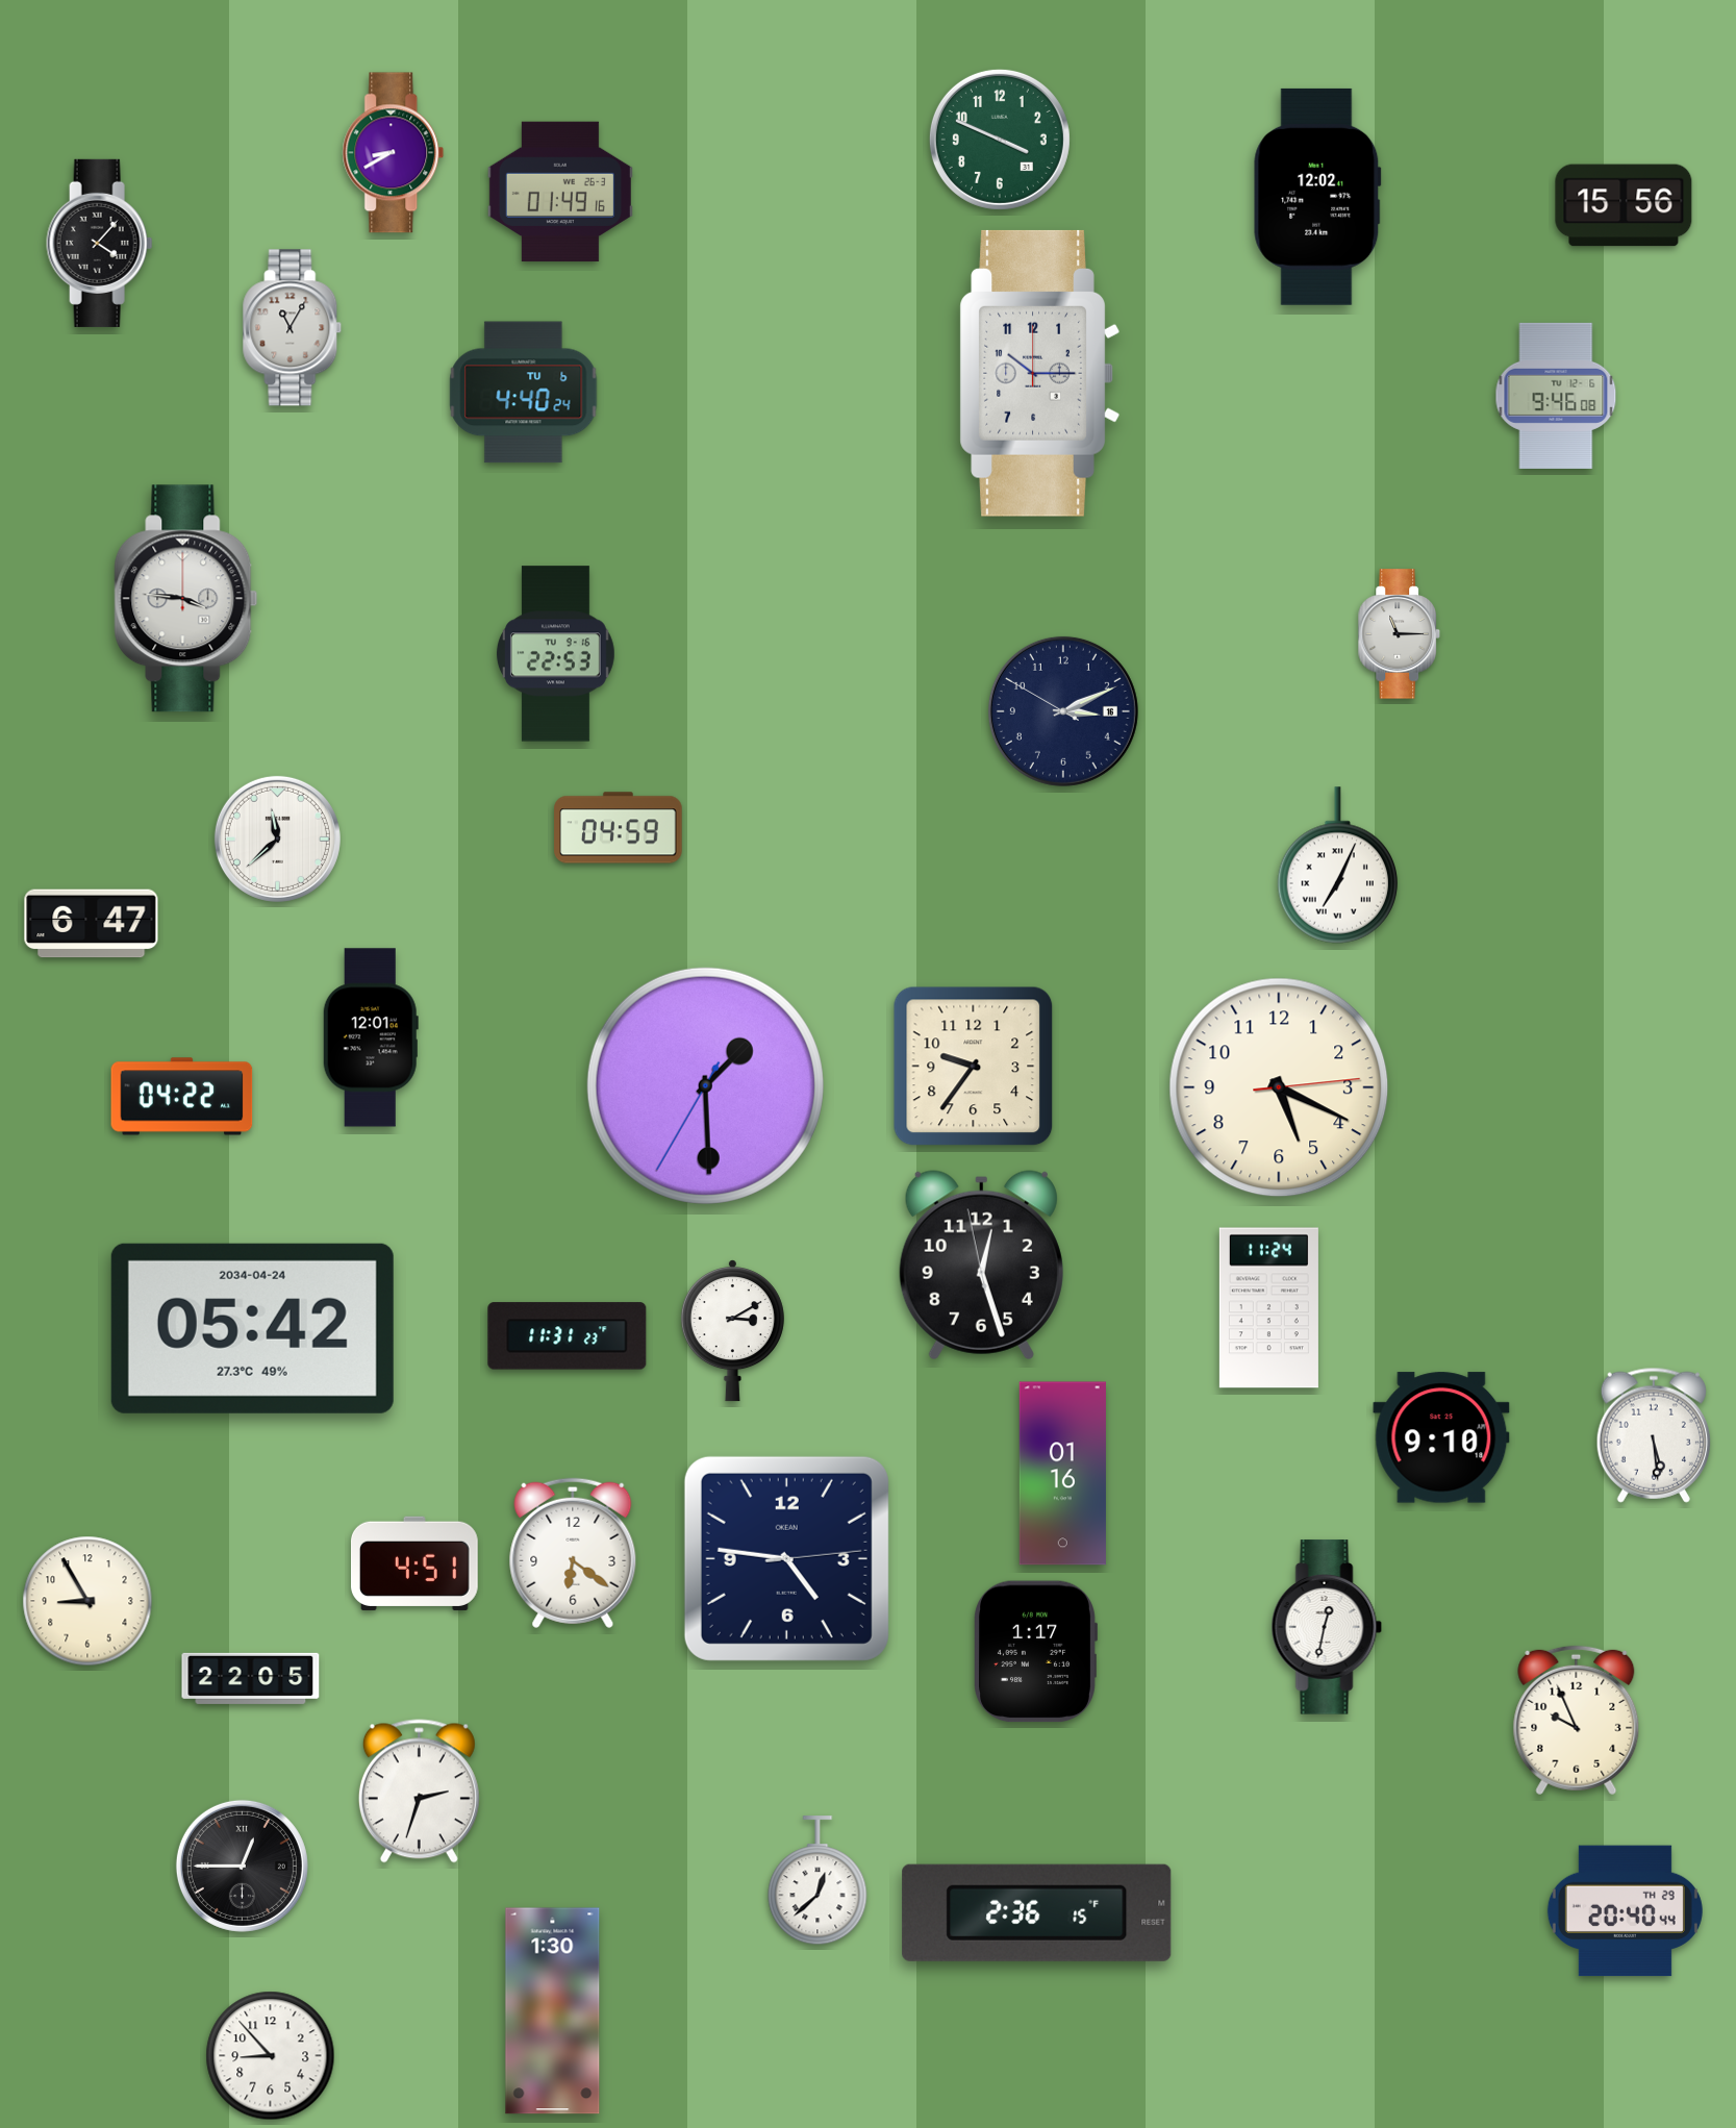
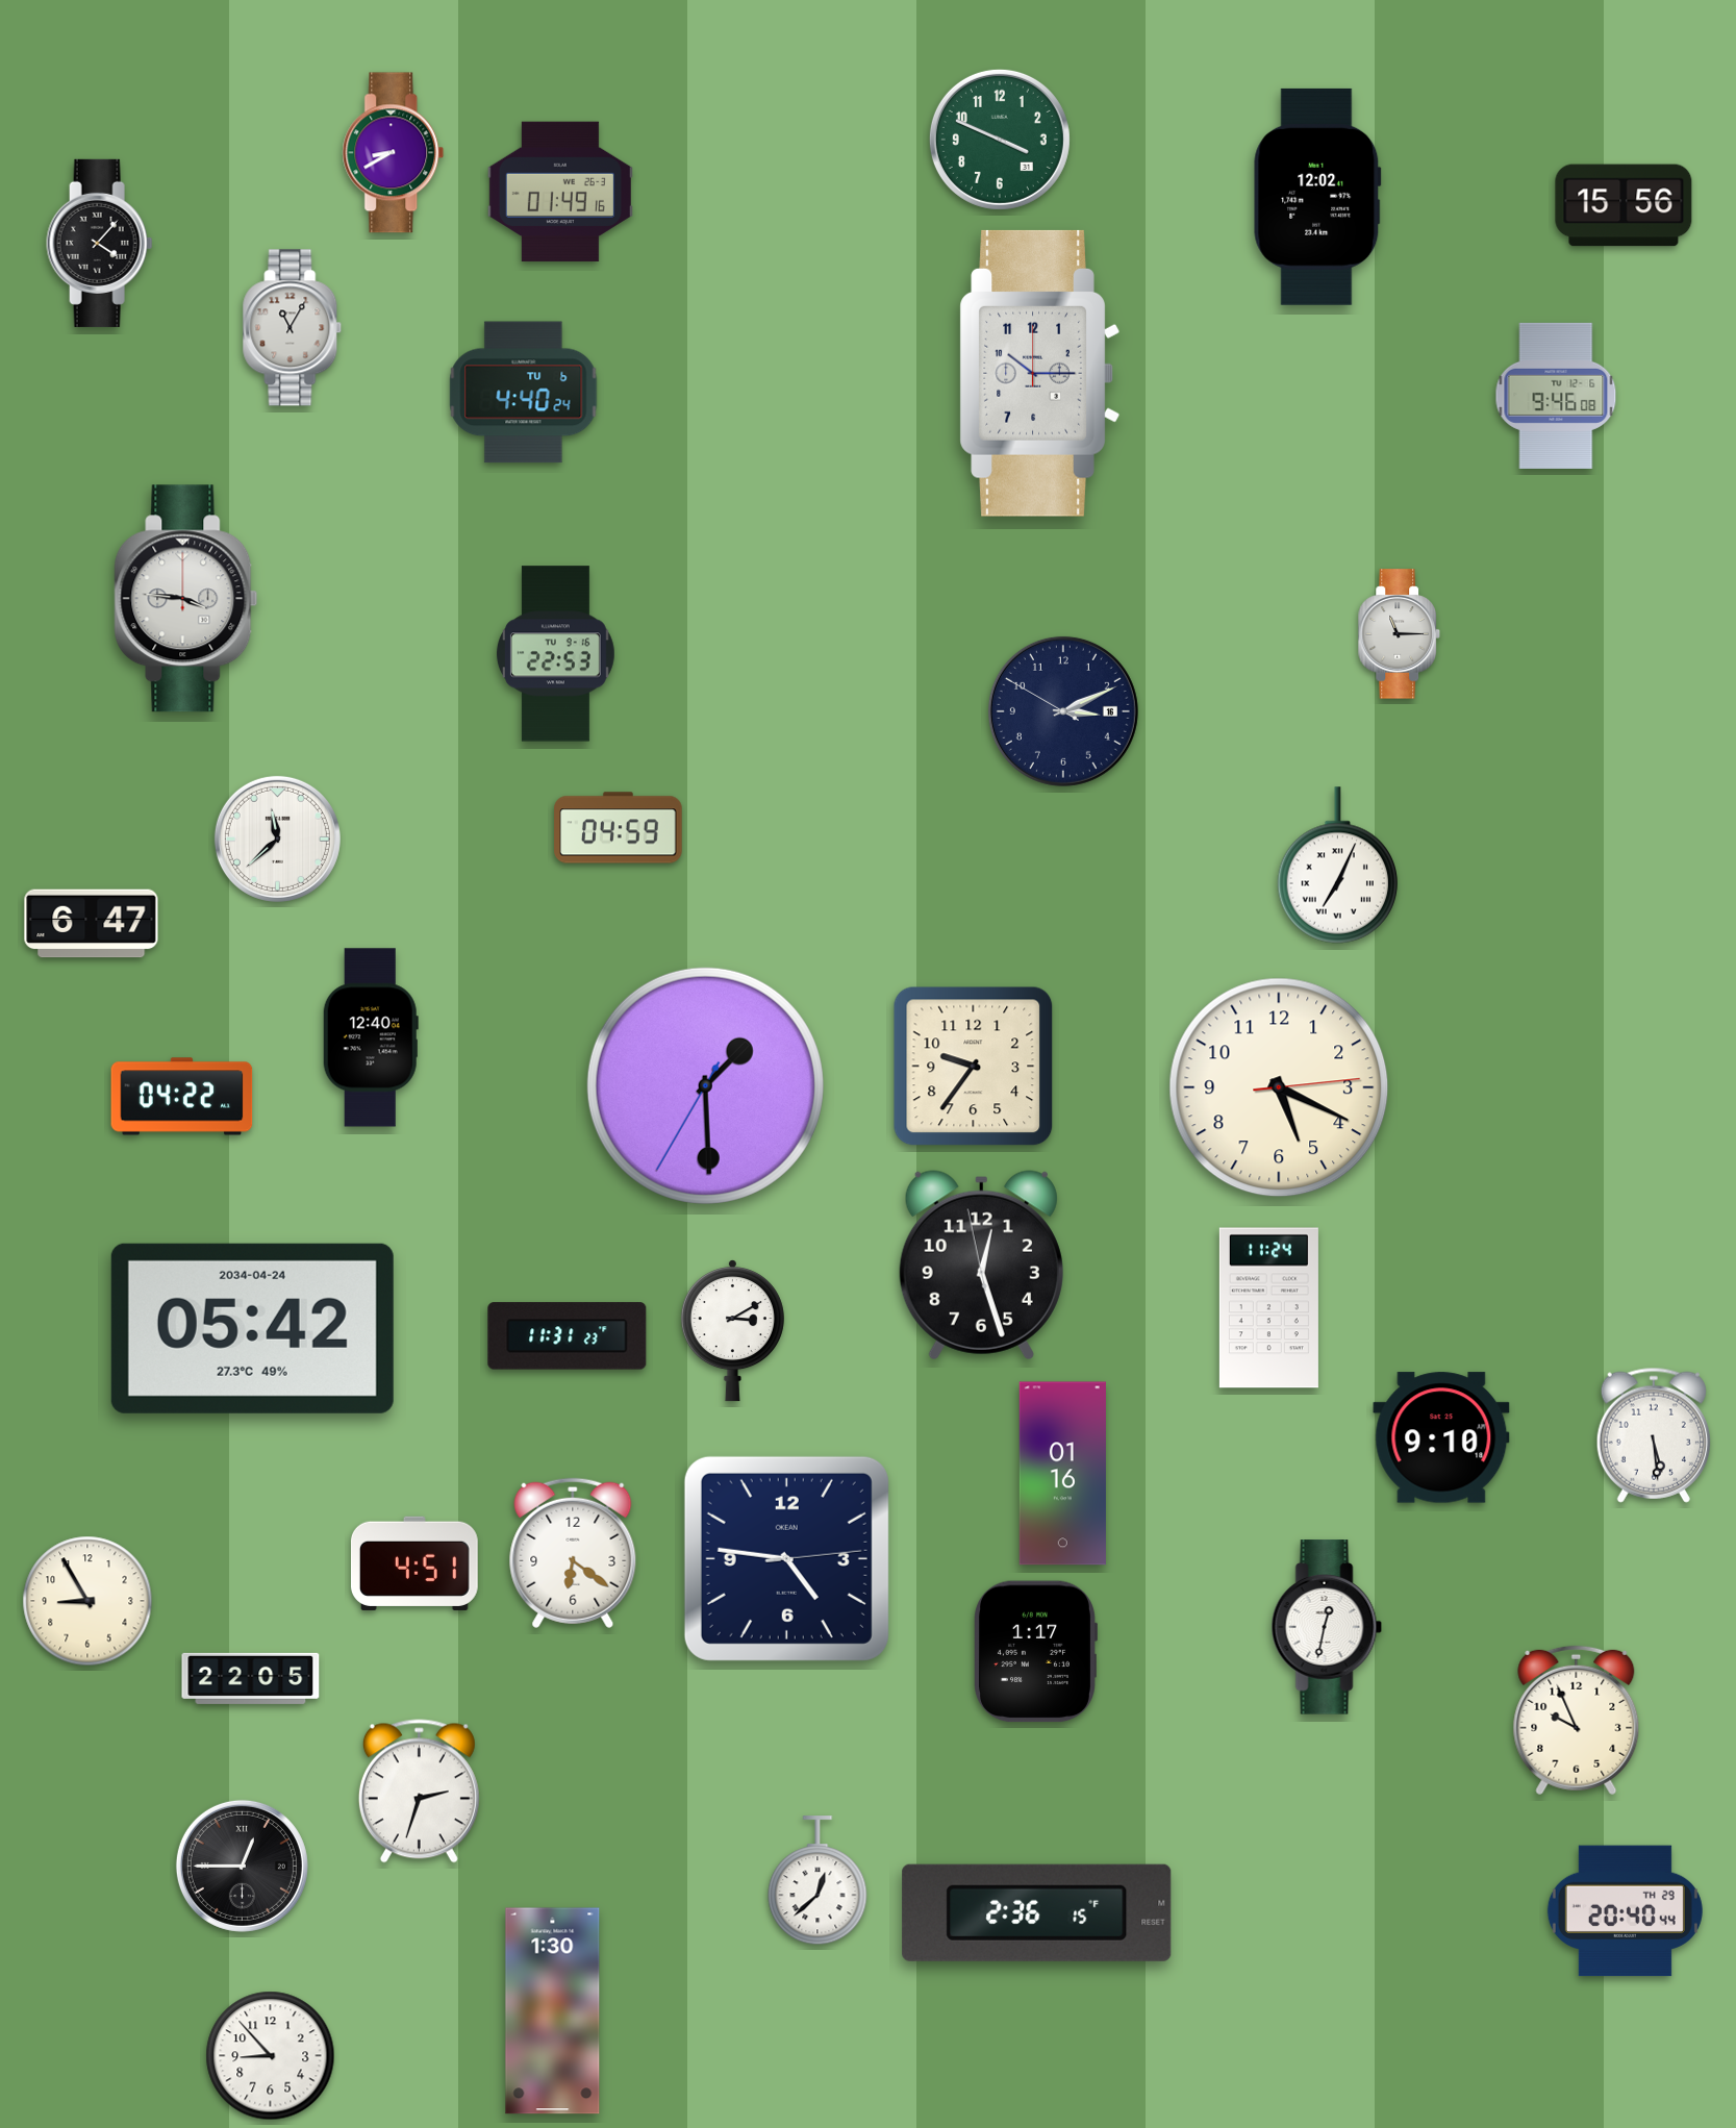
clock at (371, 1037): 12:01 -> 12:40
